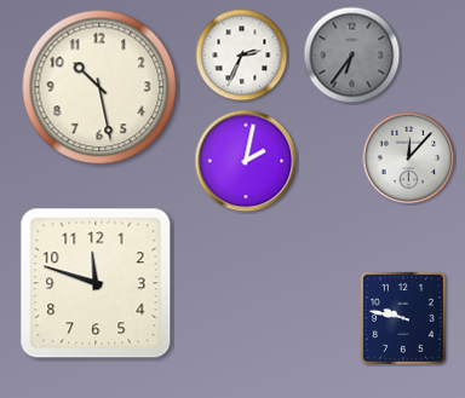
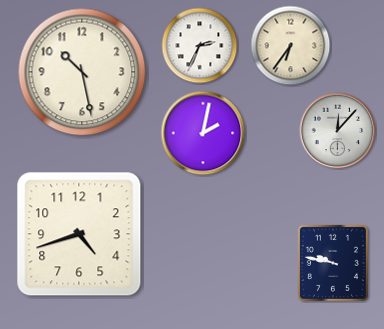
clock at (352, 56) dial: grey -> cream
clock at (96, 283): 11:48 -> 4:42
